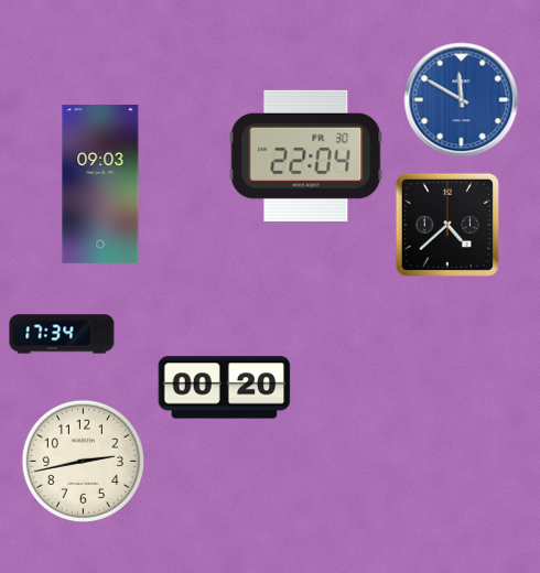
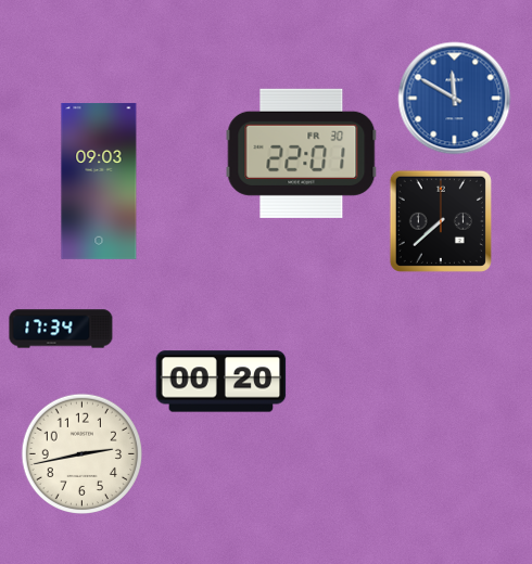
clock at (306, 155): 22:04 -> 22:01
clock at (447, 225): 4:38 -> 7:38
